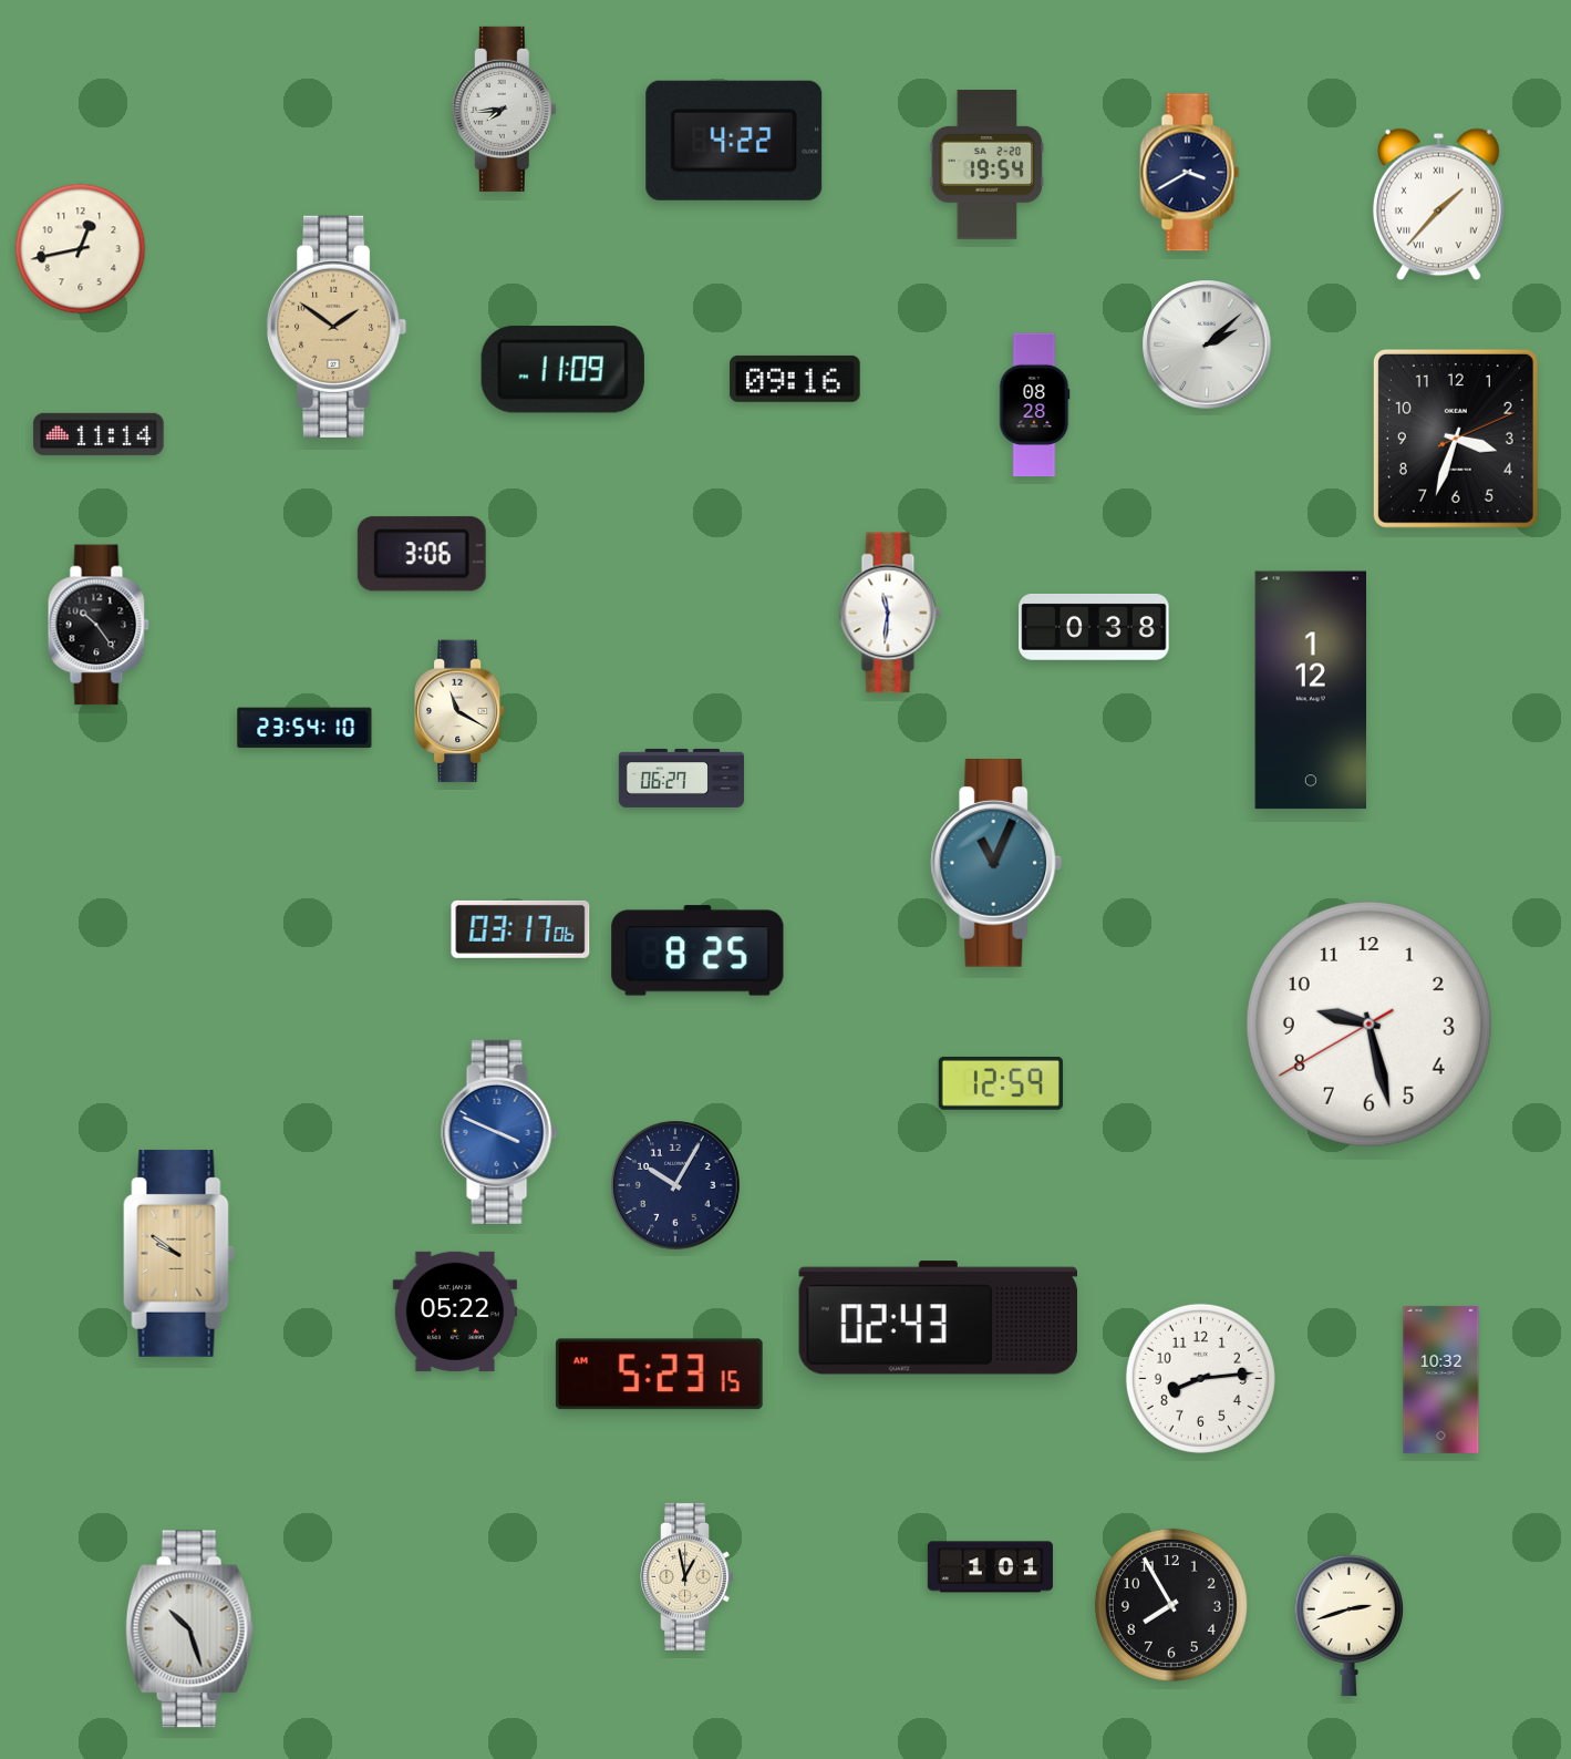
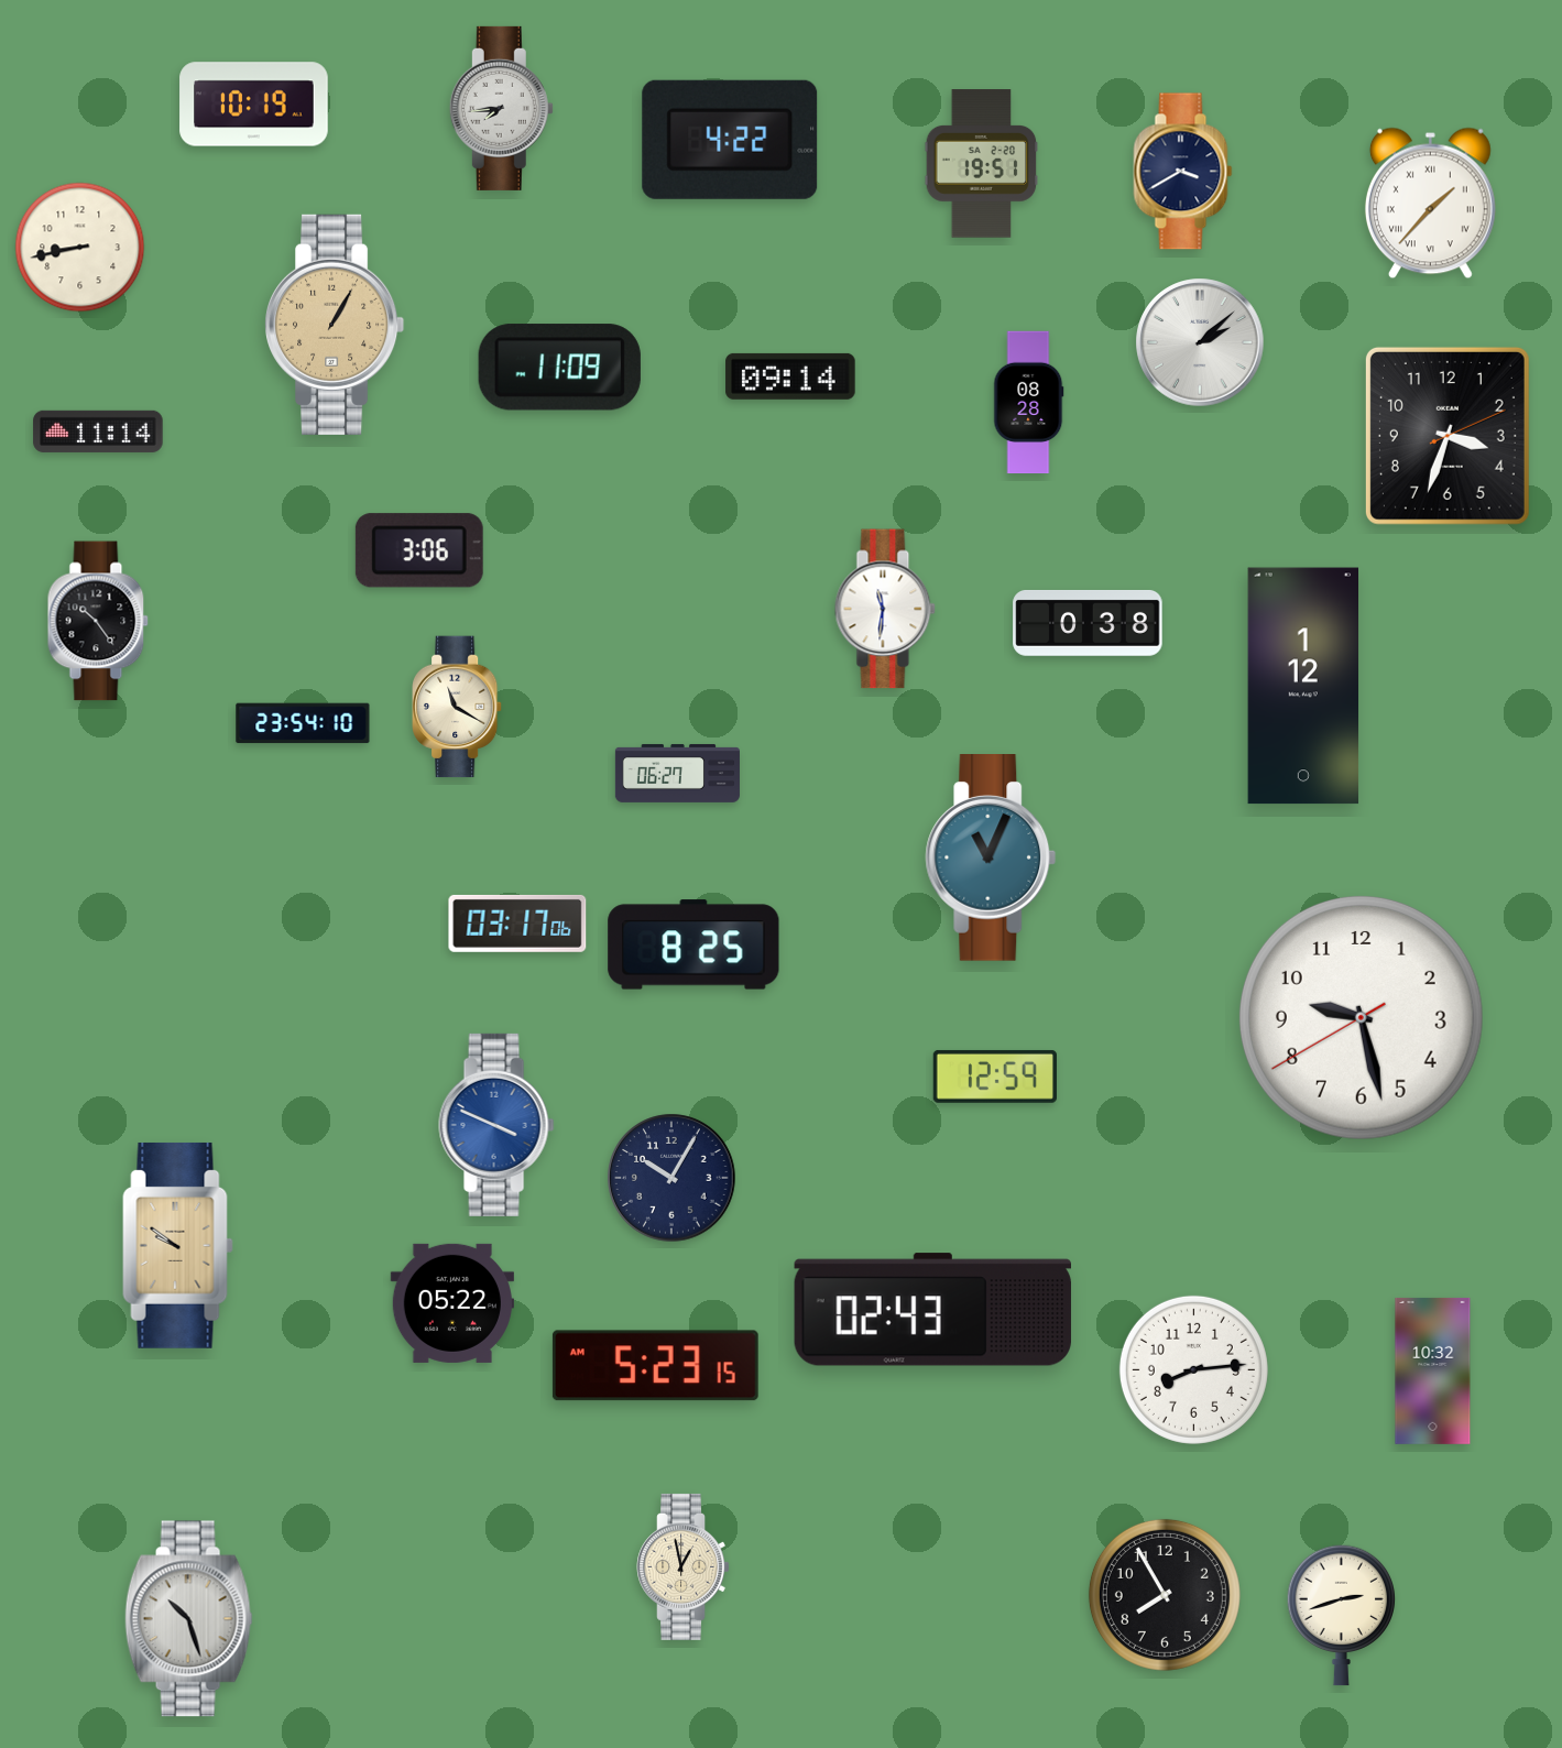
clock at (254, 105): none -> 10:19
clock at (988, 165): 19:54 -> 19:51
clock at (81, 249): 12:43 -> 8:43
clock at (338, 327): 1:51 -> 1:05
clock at (795, 379): 09:16 -> 09:14
clock at (990, 1567): 1:01 -> none
